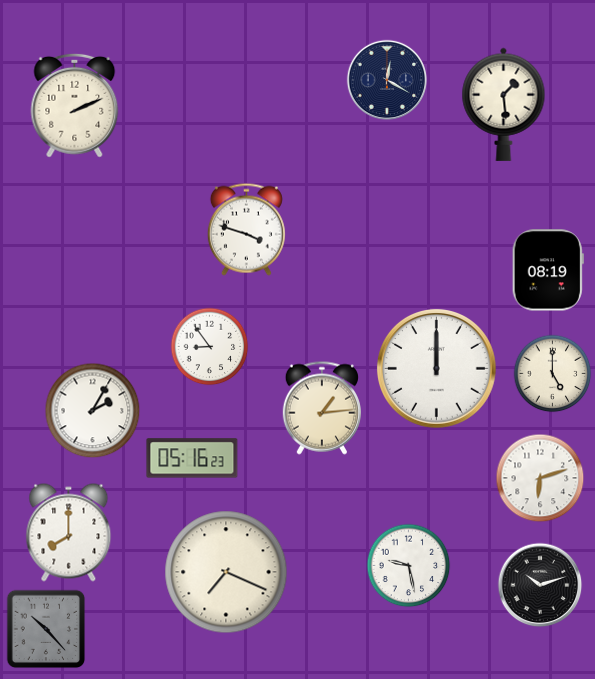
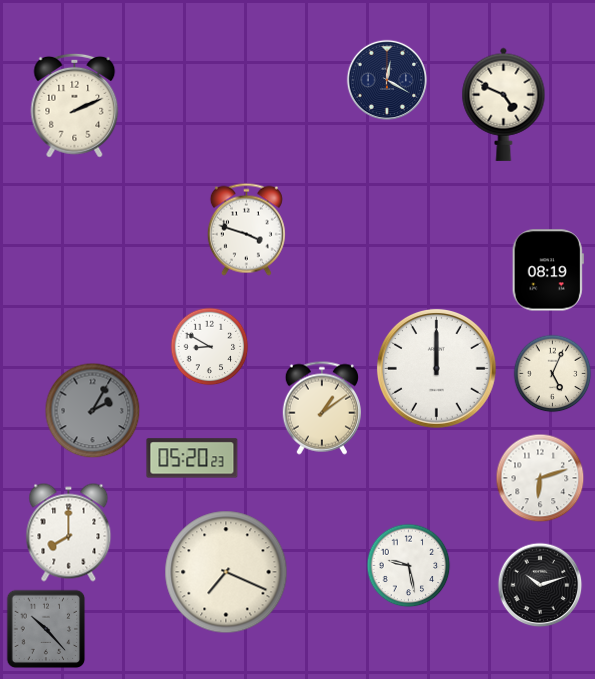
clock at (504, 104): 1:29 -> 4:49
clock at (209, 346): 8:54 -> 8:50
clock at (552, 373): 5:00 -> 5:04
clock at (321, 408): 1:14 -> 1:09
clock at (92, 410) dial: white -> grey
clock at (192, 458): 05:16 -> 05:20
